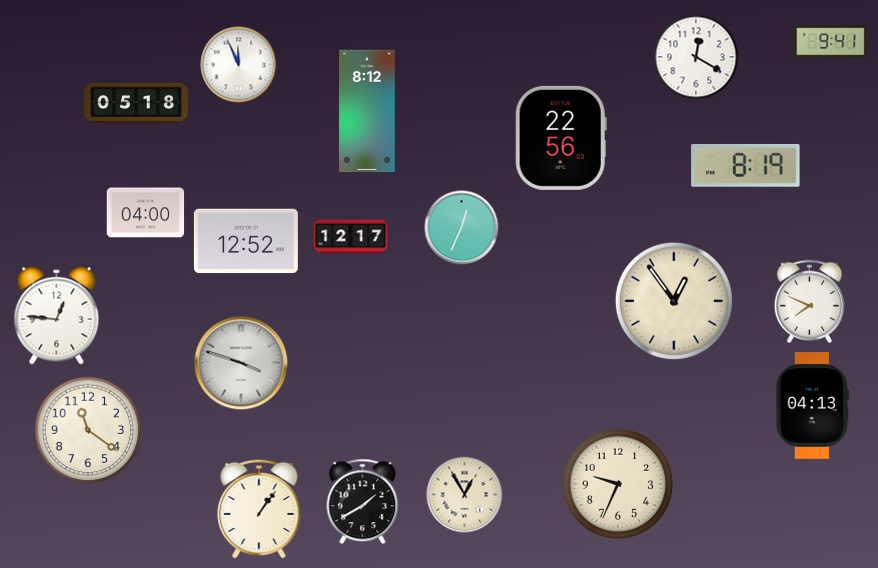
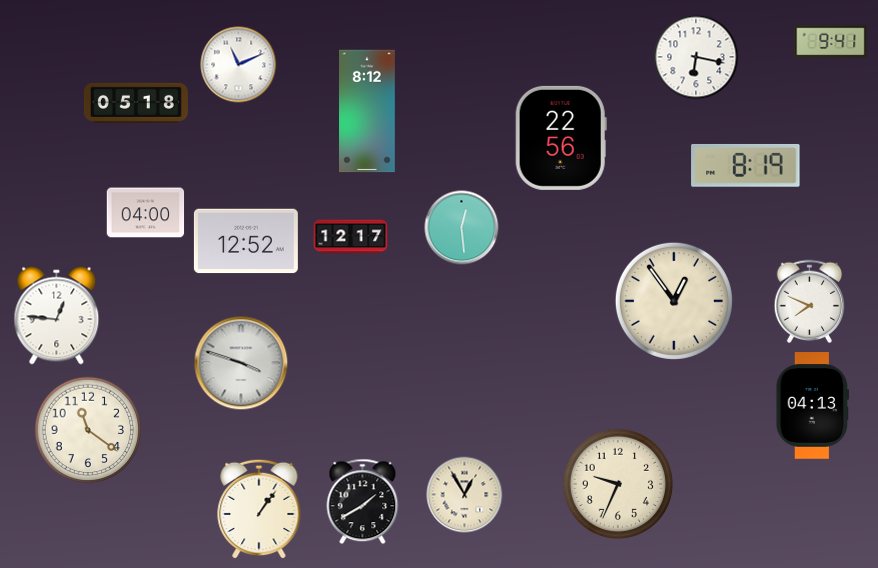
clock at (696, 57): 12:20 -> 6:17
clock at (239, 65): 11:56 -> 11:11
clock at (462, 228): 12:34 -> 12:29
